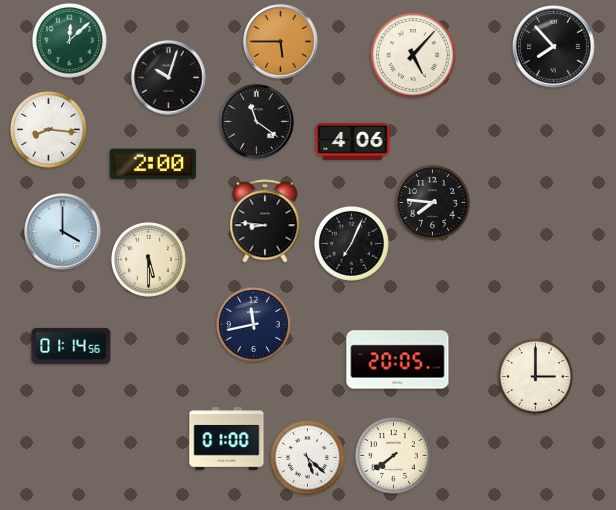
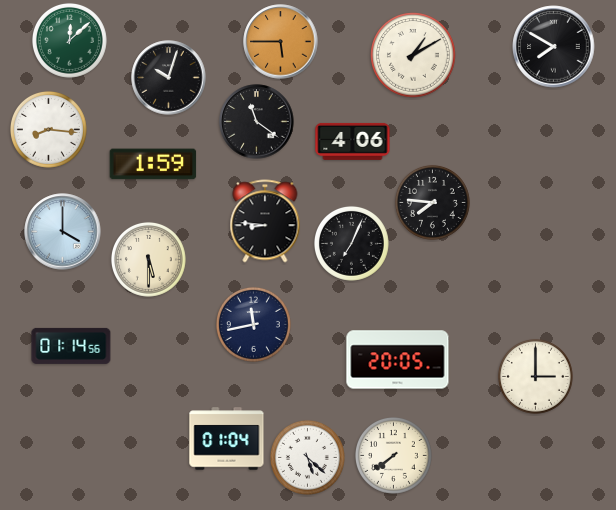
clock at (554, 47): 7:53 -> 7:50
clock at (413, 55): 5:07 -> 1:10
clock at (153, 164): 2:00 -> 1:59
clock at (227, 439): 01:00 -> 01:04
